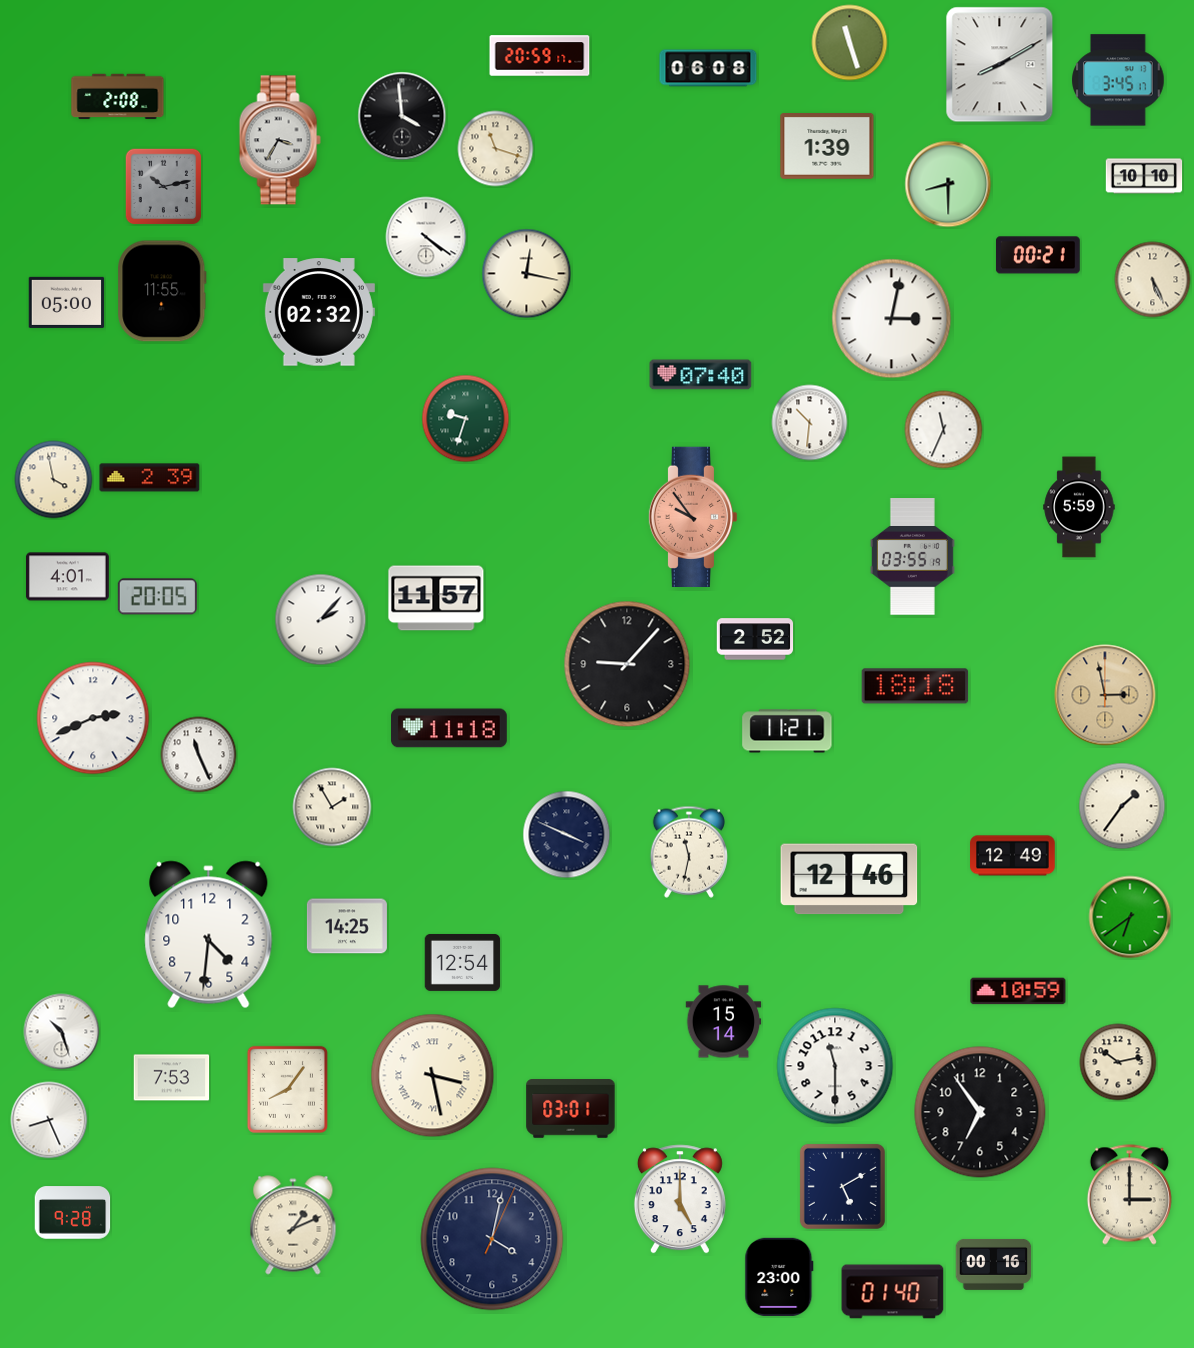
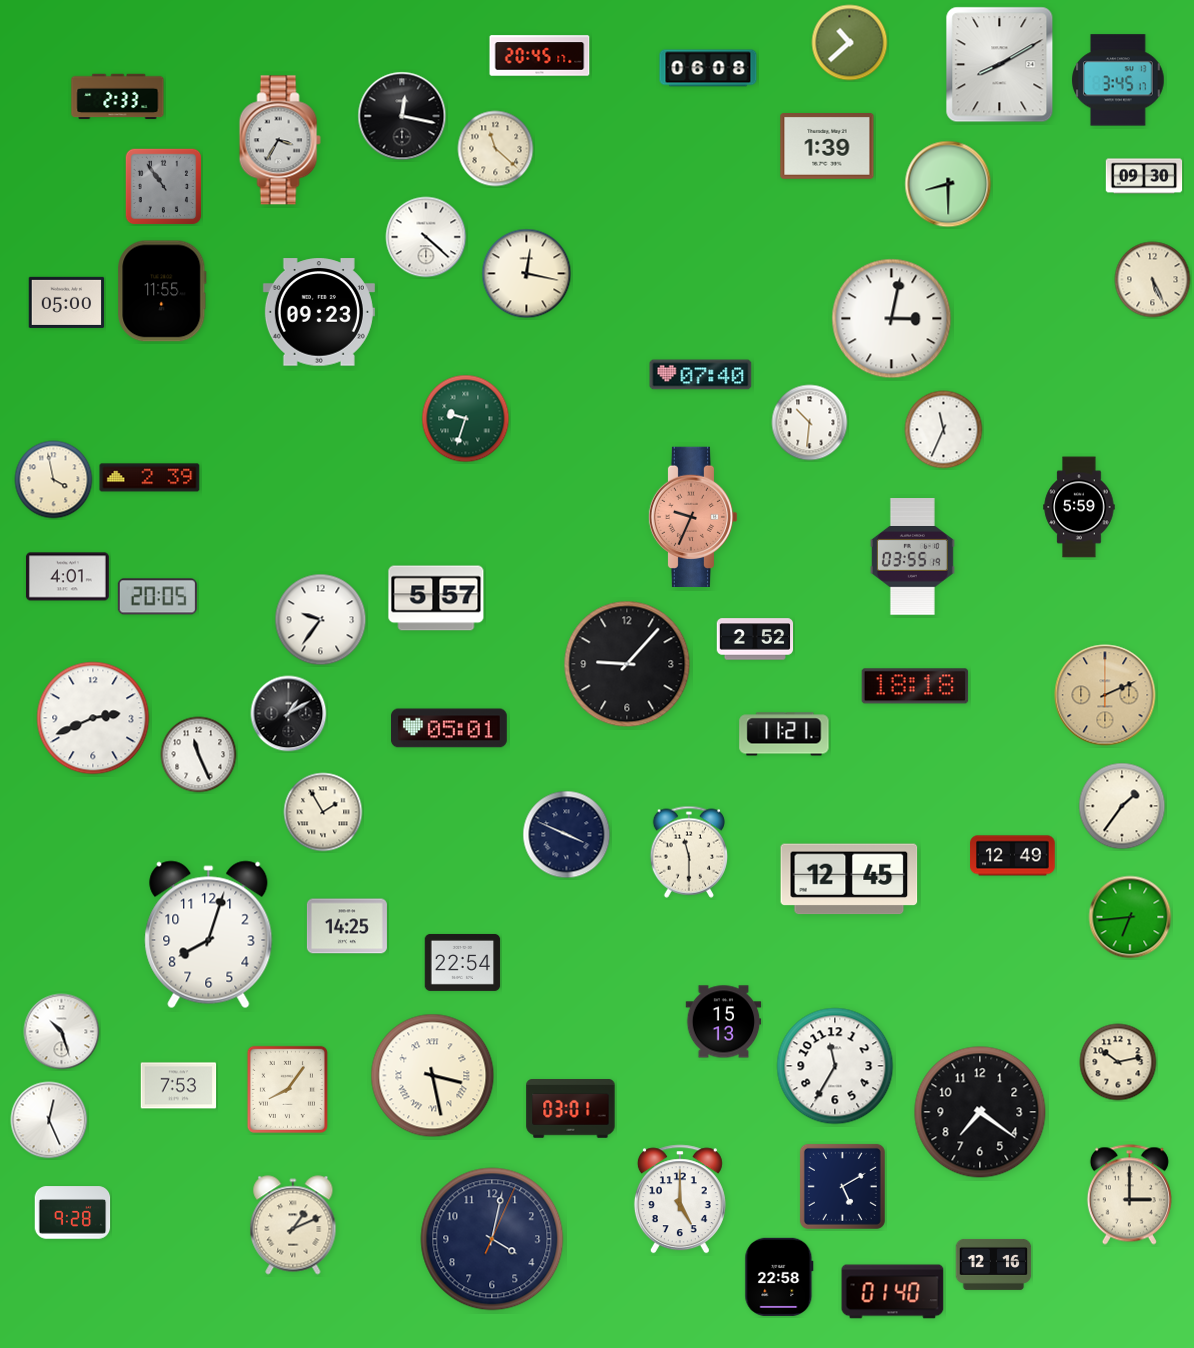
clock at (850, 43): 11:27 -> 10:38
clock at (540, 56): 20:59 -> 20:45
clock at (118, 97): 2:08 -> 2:33
clock at (402, 116): 3:59 -> 12:17
clock at (496, 149): 11:18 -> 11:22
clock at (1144, 176): 10:10 -> 09:30
clock at (163, 186): 10:13 -> 10:54
clock at (426, 237): 4:21 -> 4:22
clock at (1038, 255): 00:21 -> none
clock at (319, 312): 02:32 -> 09:23
clock at (693, 516): 9:54 -> 9:34
clock at (436, 598): 11:57 -> 5:57
clock at (321, 620): 2:07 -> 9:36
clock at (1105, 695): 2:58 -> 2:11
clock at (289, 714): none -> 1:10
clock at (450, 728): 11:18 -> 05:01
clock at (787, 731) position: (787, 731) -> (784, 734)
clock at (332, 807) position: (332, 807) -> (323, 812)
clock at (688, 852): 11:32 -> 11:30
clock at (849, 879): 12:46 -> 12:45
clock at (1130, 917): 6:39 -> 6:44
clock at (209, 935): 4:31 -> 8:03
clock at (463, 962): 12:54 -> 22:54
clock at (1018, 991): 10:59 -> none
clock at (724, 1022): 15:14 -> 15:13
clock at (835, 1066): 11:30 -> 11:35
clock at (172, 1078) position: (172, 1078) -> (179, 1086)
clock at (980, 1112): 6:54 -> 7:21
clock at (49, 1120): 8:26 -> 12:26
clock at (994, 1264): 00:16 -> 12:16
clock at (779, 1277): 23:00 -> 22:58
